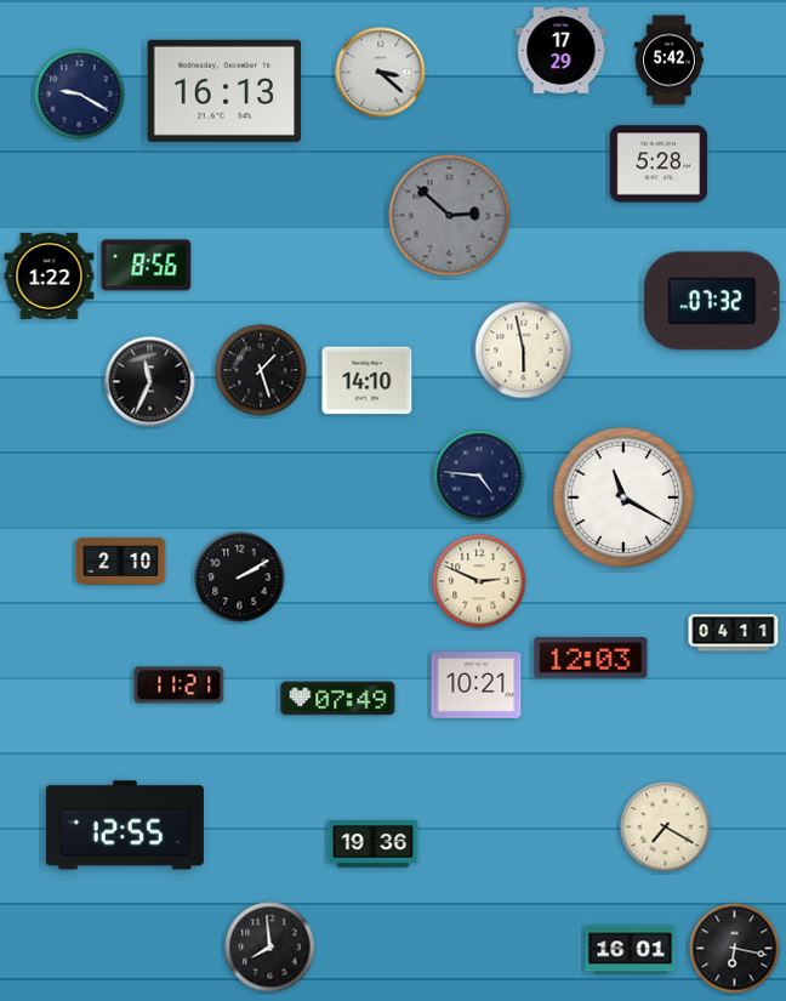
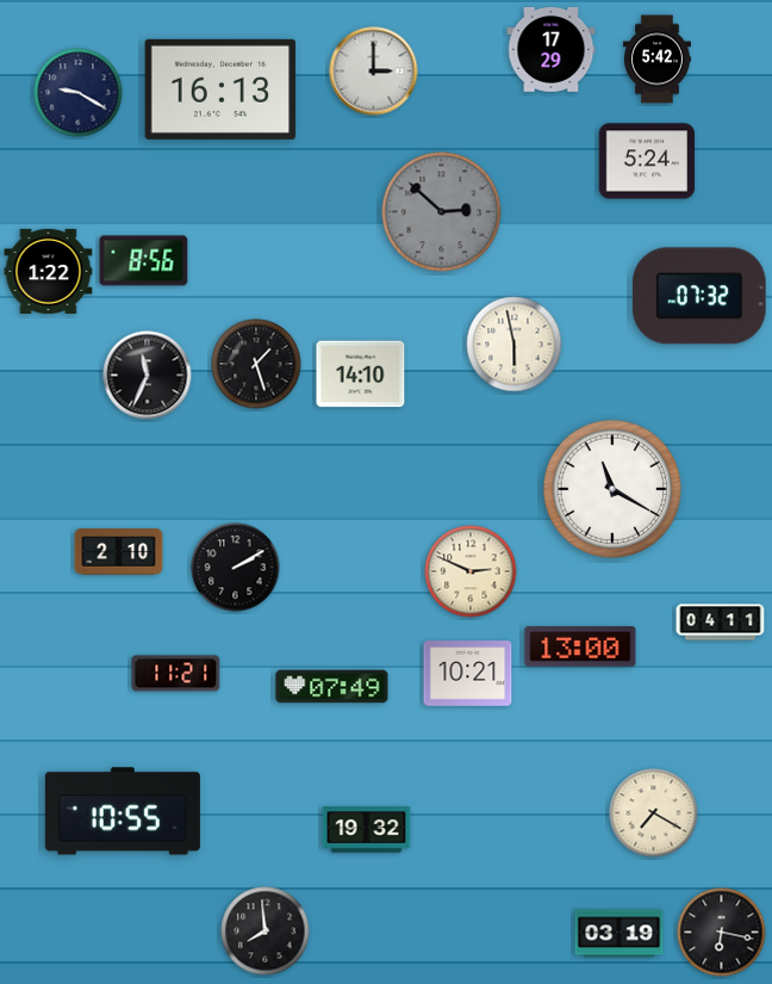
clock at (381, 73): 3:22 -> 3:00
clock at (659, 164): 5:28 -> 5:24
clock at (479, 476): 4:46 -> none
clock at (591, 658): 12:03 -> 13:00
clock at (125, 825): 12:55 -> 10:55
clock at (374, 844): 19:36 -> 19:32
clock at (631, 950): 16:01 -> 03:19
